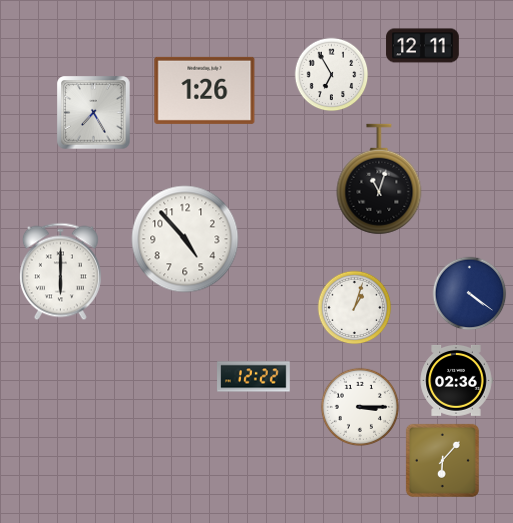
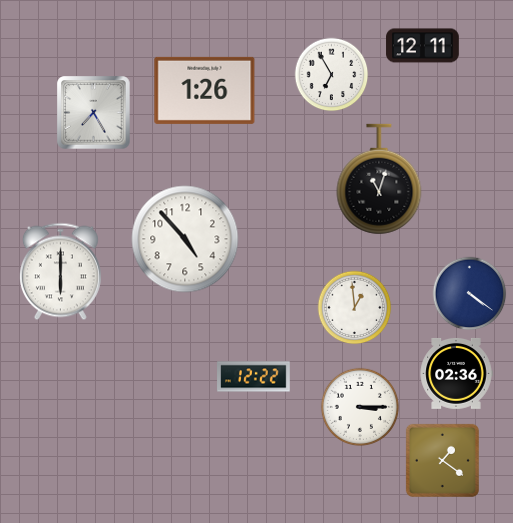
clock at (355, 308): 1:03 -> 12:59
clock at (456, 381) position: (456, 381) -> (456, 374)
clock at (442, 460): 6:07 -> 1:21
